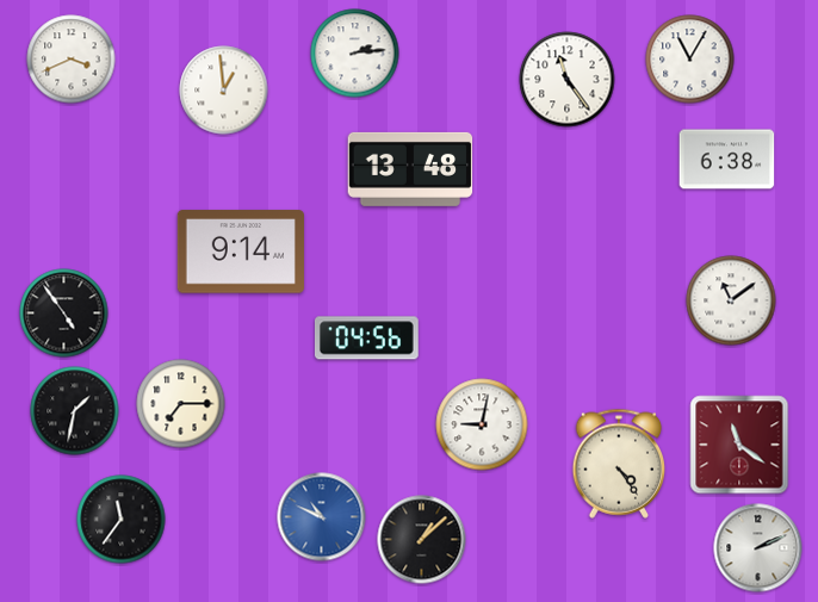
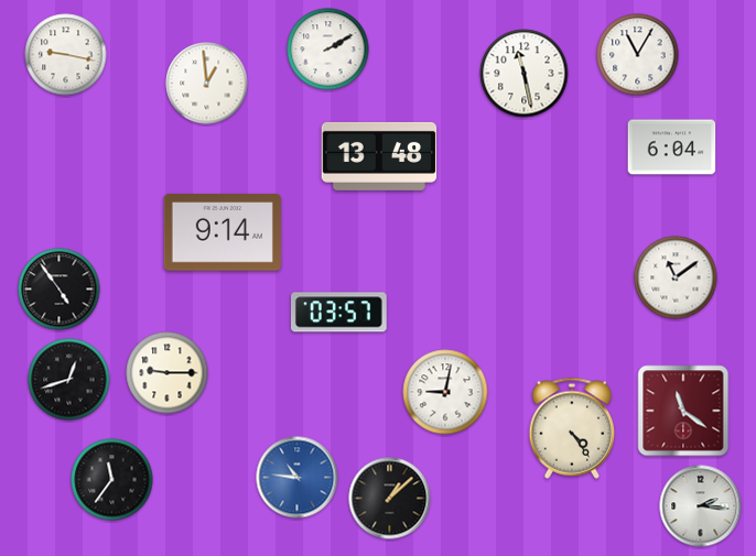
clock at (355, 54): 2:14 -> 2:10
clock at (72, 60): 3:41 -> 9:17
clock at (568, 80): 11:24 -> 11:28
clock at (727, 160): 6:38 -> 6:04
clock at (366, 339): 04:56 -> 03:57
clock at (181, 404): 7:15 -> 9:15
clock at (75, 411): 1:32 -> 12:42
clock at (322, 517): 10:49 -> 10:46
clock at (758, 548): 2:11 -> 2:16
